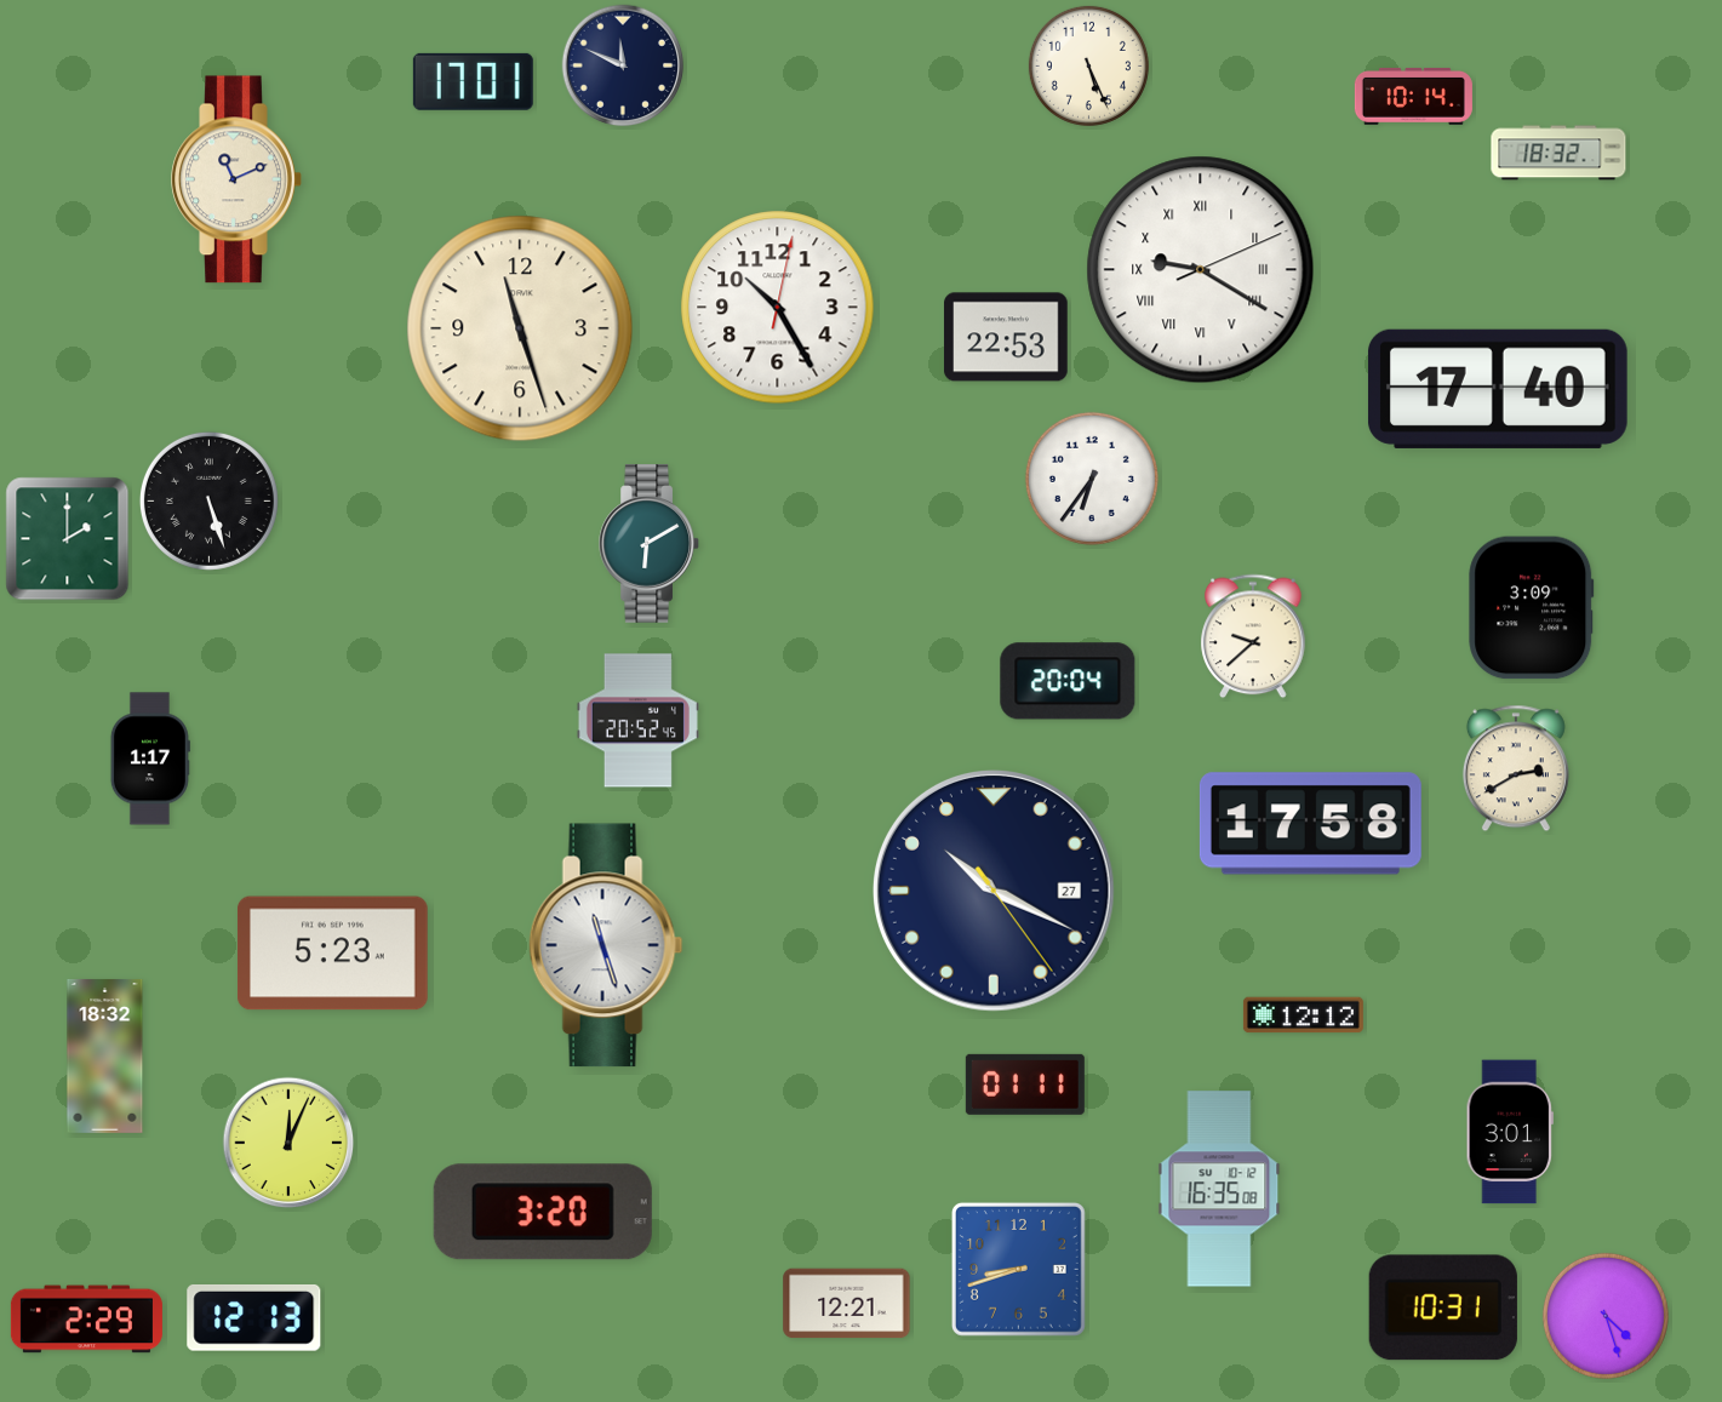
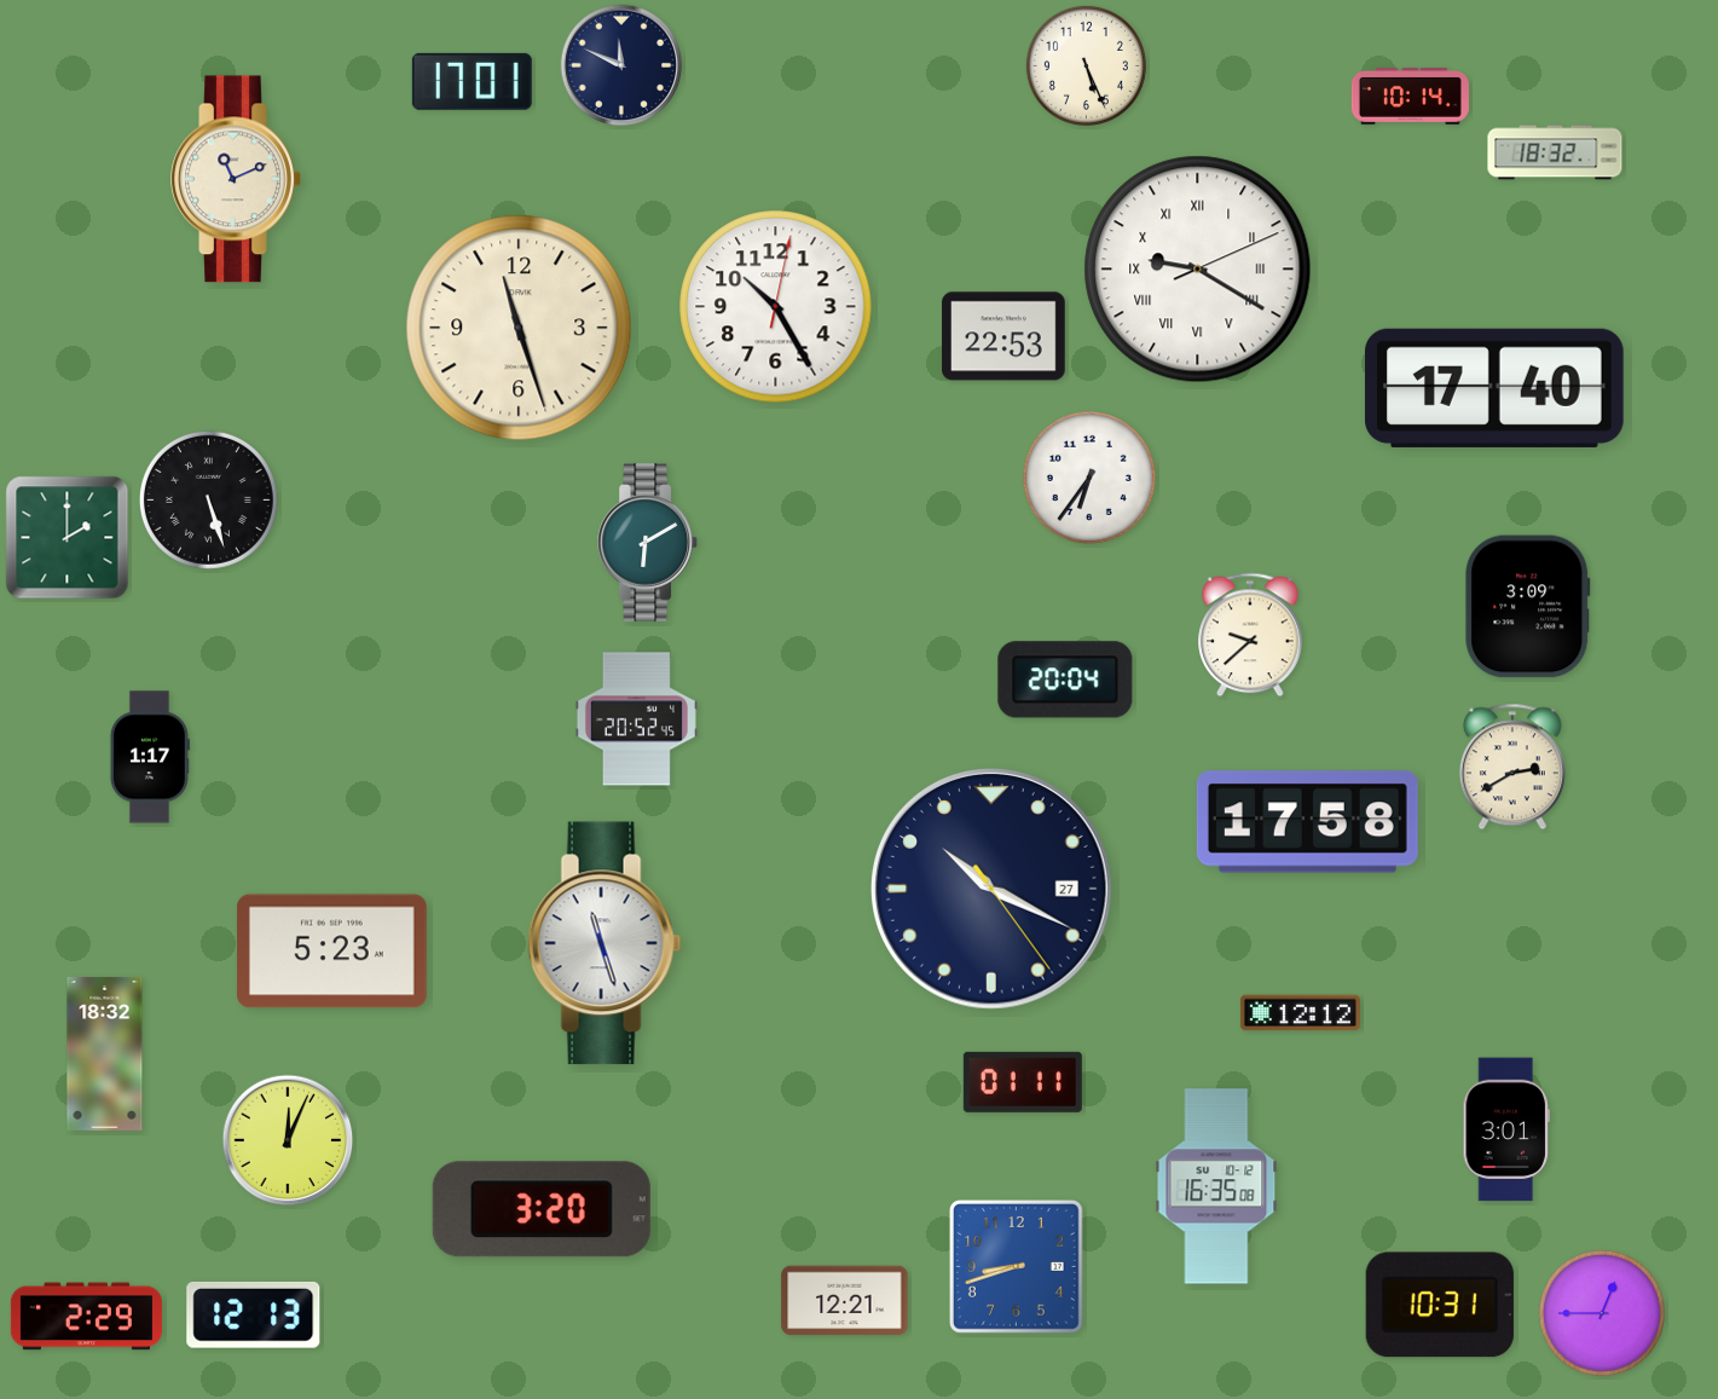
clock at (1606, 1316): 4:27 -> 12:45
